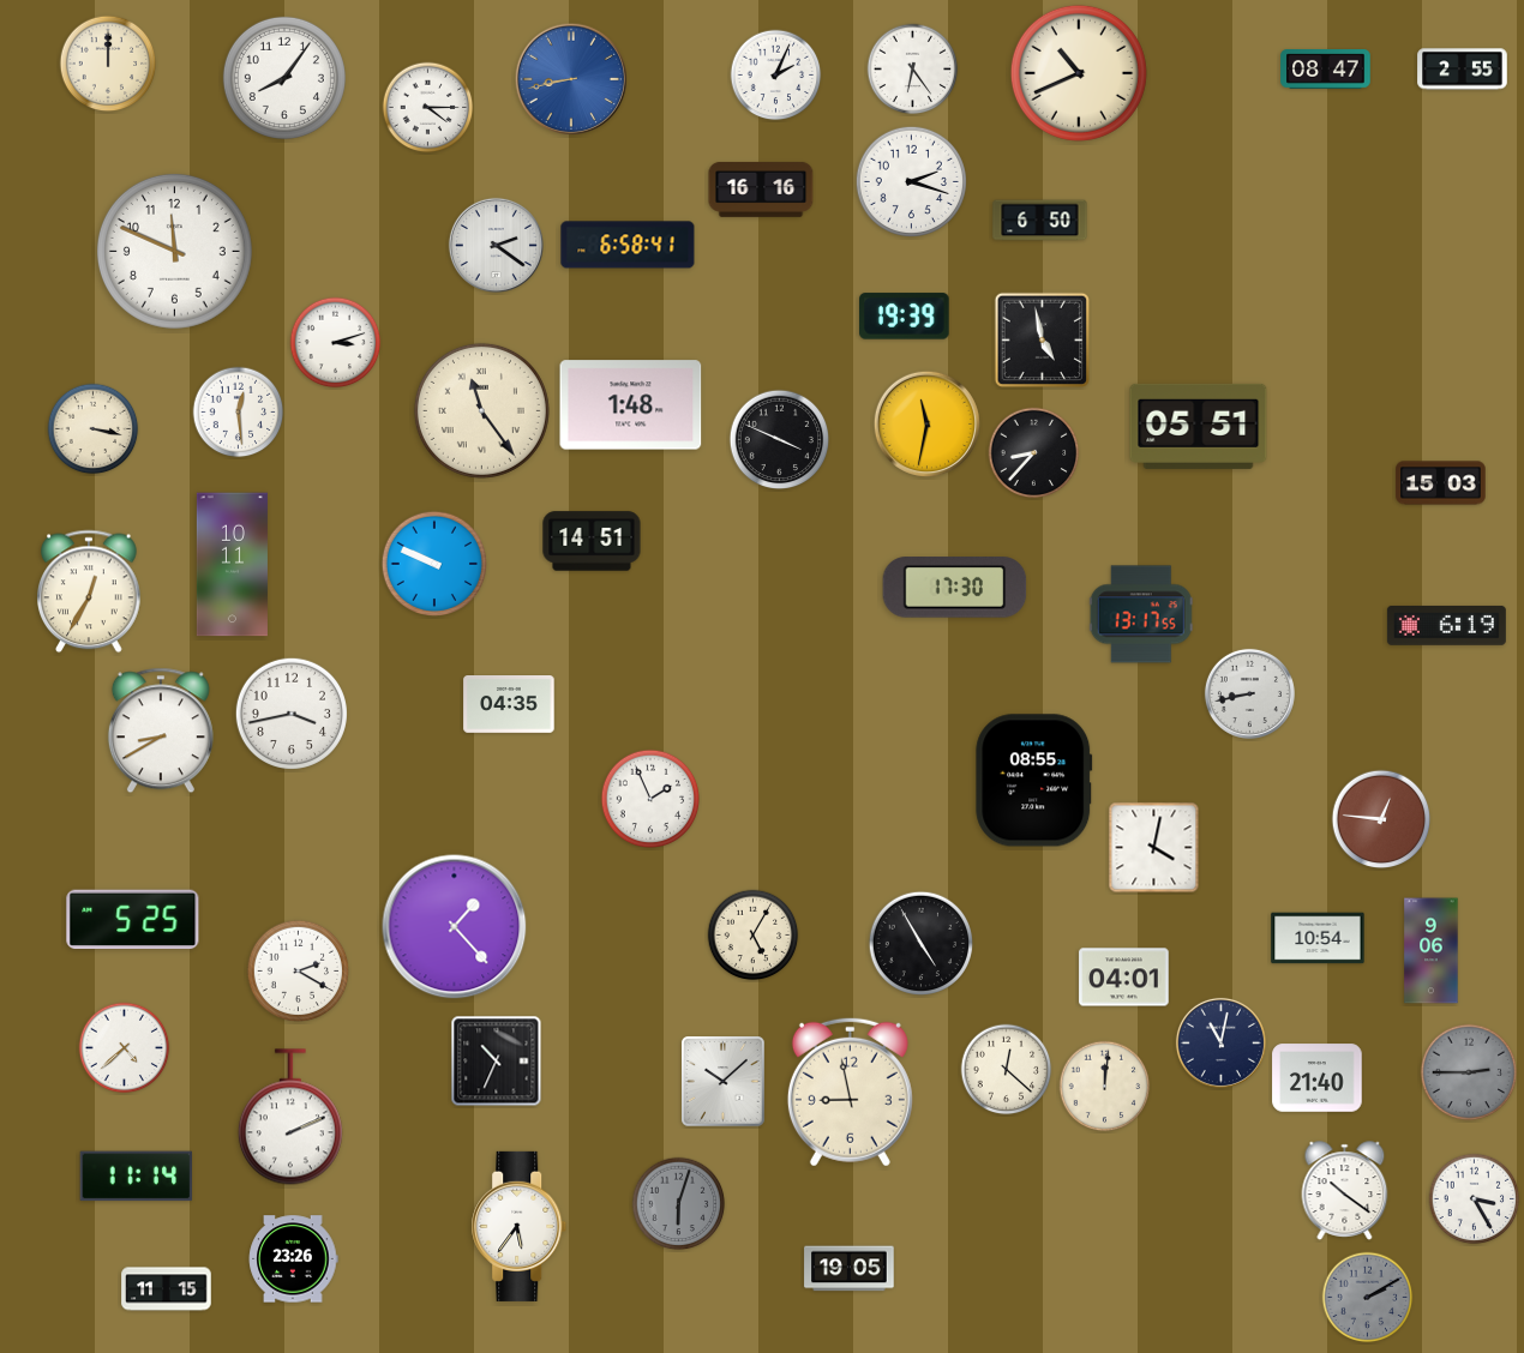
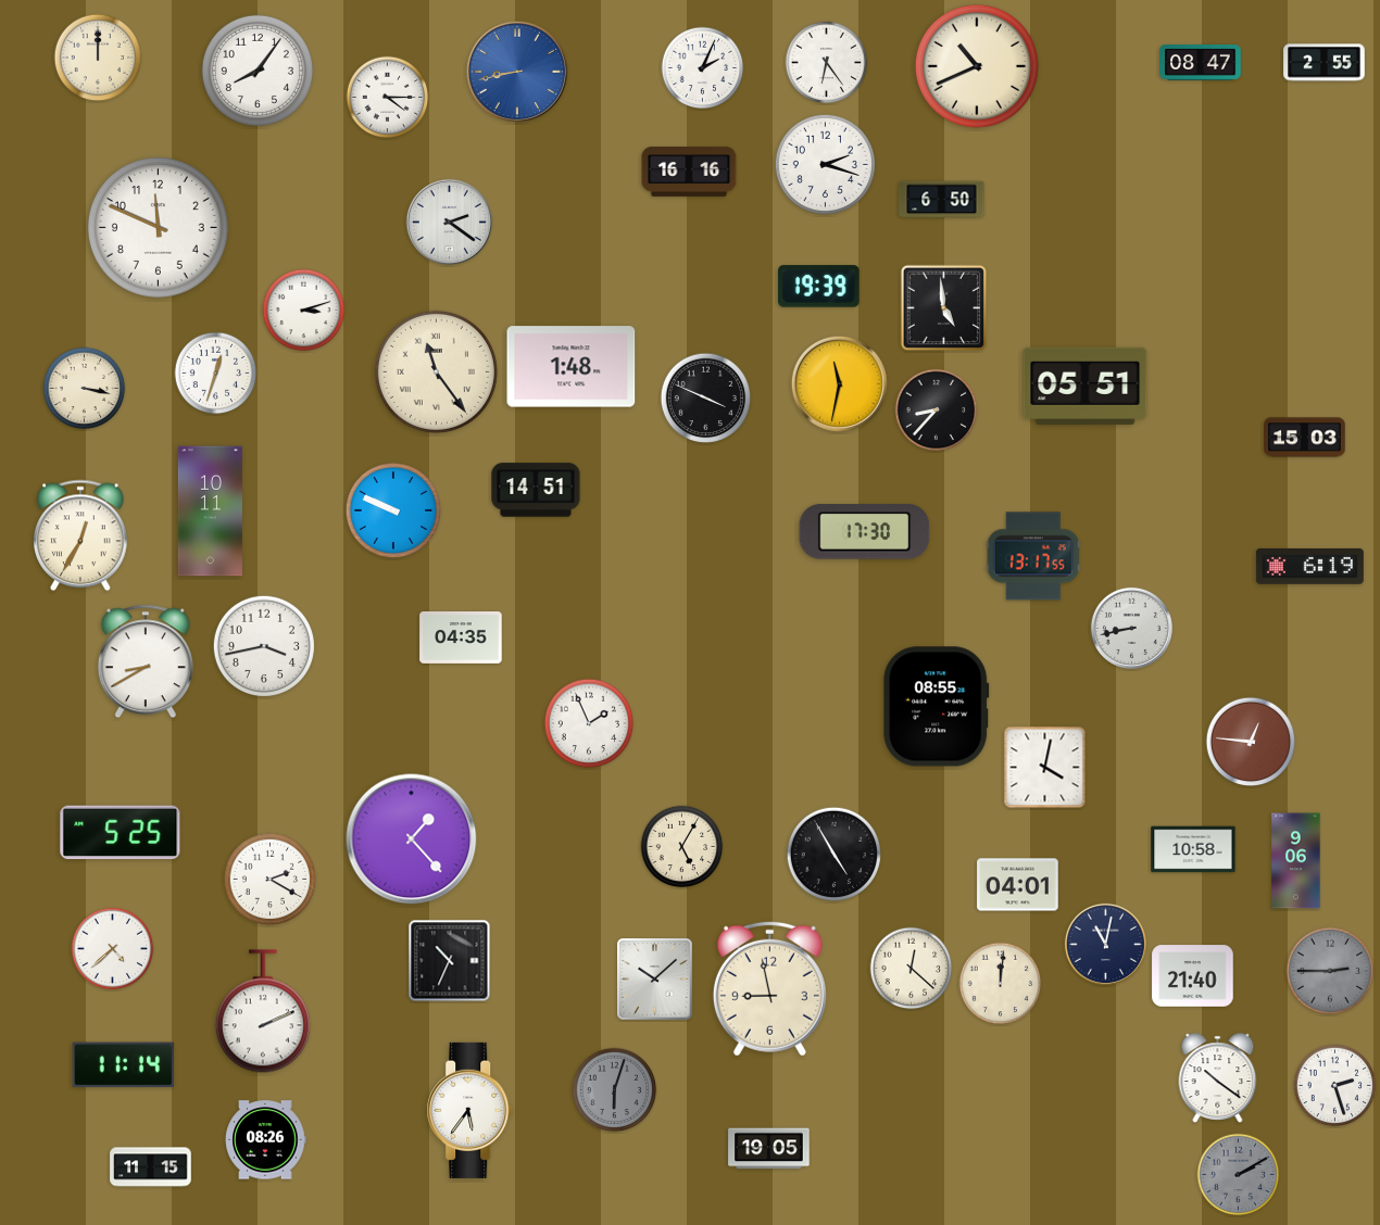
clock at (628, 245): 6:58 -> none
clock at (1043, 341): 4:58 -> 4:59
clock at (239, 413): 12:29 -> 12:33
clock at (1318, 938): 10:54 -> 10:58
clock at (1475, 1199): 3:25 -> 2:27
clock at (293, 1259): 23:26 -> 08:26
